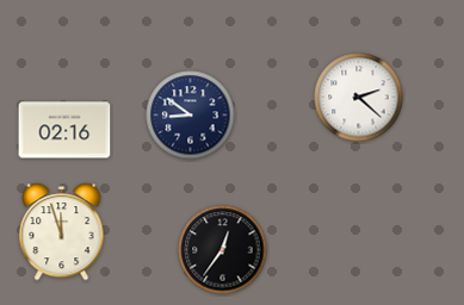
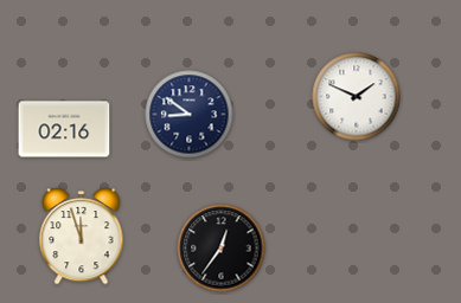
clock at (359, 98): 2:22 -> 1:49
clock at (62, 232) position: (62, 232) -> (82, 237)
